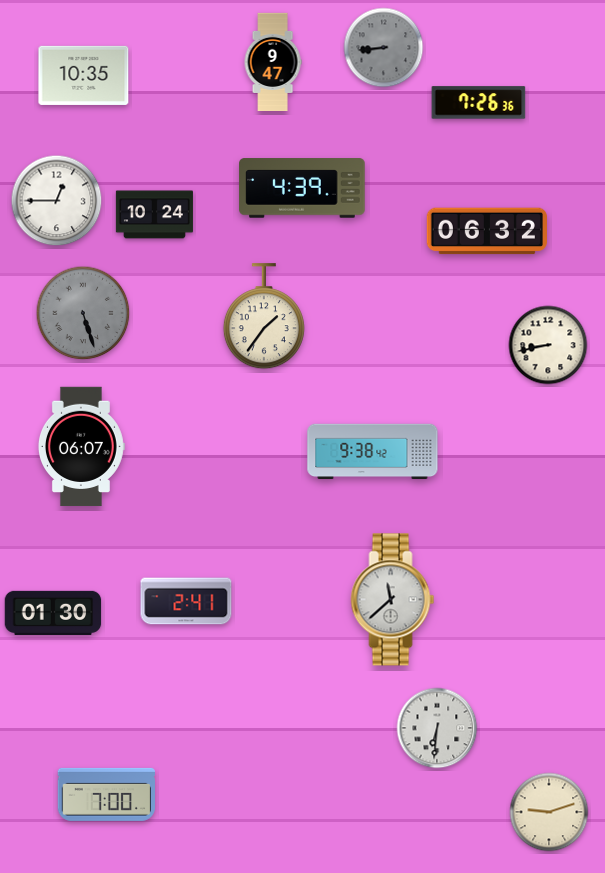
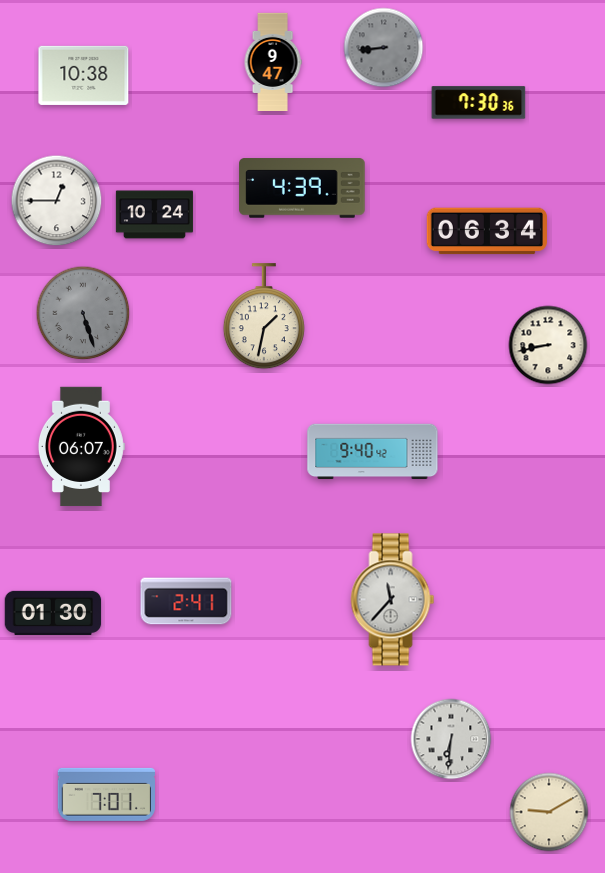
clock at (84, 75): 10:35 -> 10:38
clock at (479, 103): 7:26 -> 7:30
clock at (487, 231): 06:32 -> 06:34
clock at (264, 317): 1:36 -> 1:32
clock at (373, 452): 9:38 -> 9:40
clock at (393, 600): 11:38 -> 11:37
clock at (437, 728) position: (437, 728) -> (451, 739)
clock at (107, 794): 7:00 -> 7:01
clock at (549, 812): 9:12 -> 9:10
